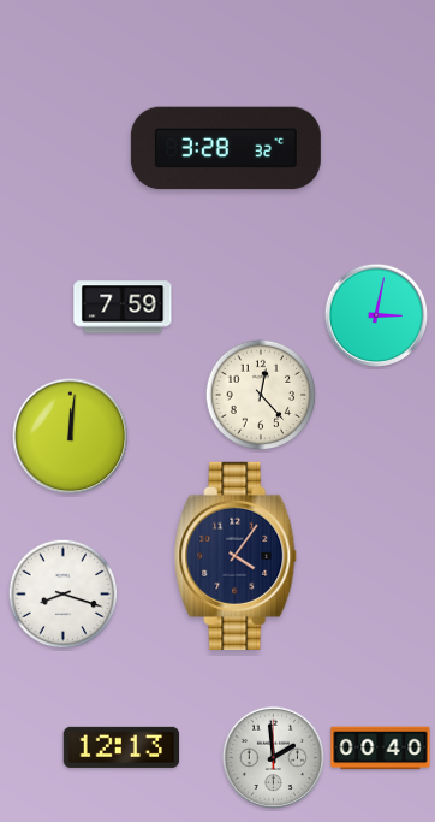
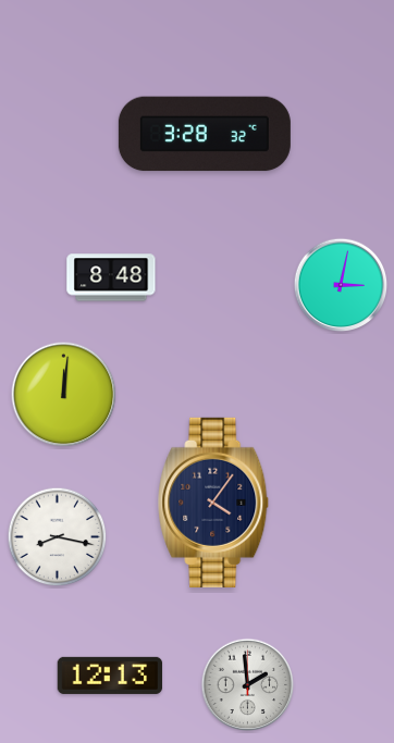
clock at (123, 307): 7:59 -> 8:48
clock at (261, 395): 12:23 -> none
clock at (64, 595): 8:18 -> 8:17
clock at (381, 749): 00:40 -> none
